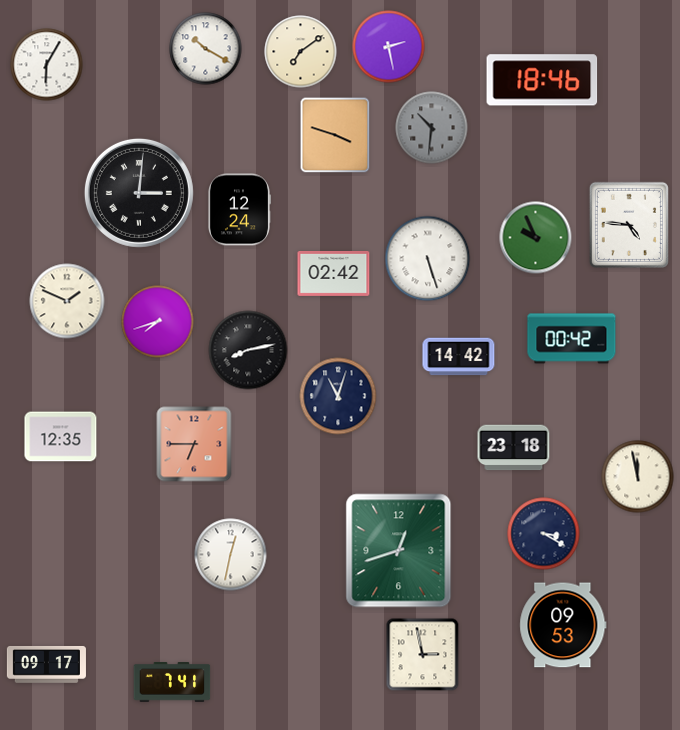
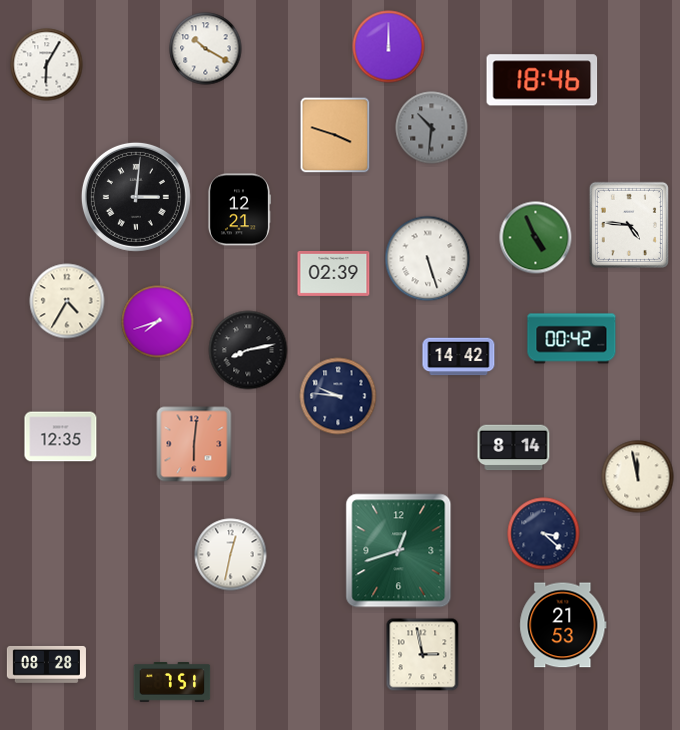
clock at (389, 47): 2:28 -> 12:00
clock at (301, 52): 7:09 -> none
clock at (139, 193) position: (139, 193) -> (136, 197)
clock at (239, 210): 12:24 -> 12:21
clock at (536, 238): 9:56 -> 4:56
clock at (334, 273): 02:42 -> 02:39
clock at (67, 301): 1:49 -> 4:35
clock at (338, 396): 11:03 -> 9:46
clock at (194, 444): 6:45 -> 6:01
clock at (514, 448): 23:18 -> 8:14
clock at (544, 534): 3:20 -> 3:22
clock at (563, 625): 09:53 -> 21:53
clock at (46, 664): 09:17 -> 08:28
clock at (172, 683): 7:41 -> 7:51
